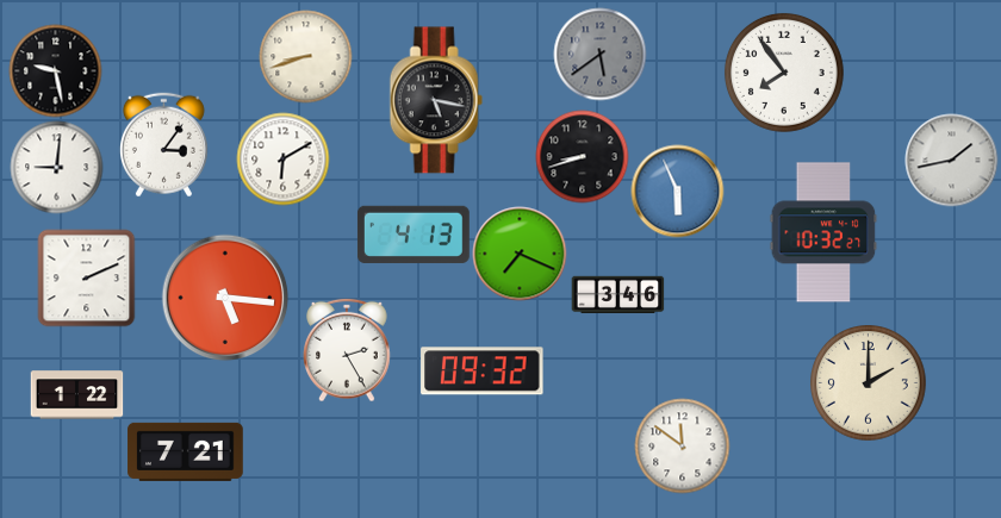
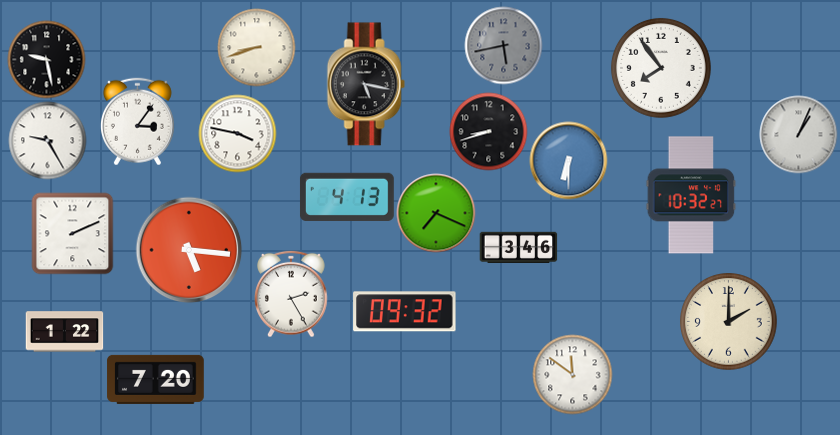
clock at (599, 54): 5:39 -> 5:43
clock at (784, 73) position: (784, 73) -> (661, 68)
clock at (282, 158): 6:10 -> 3:47
clock at (951, 160): 1:43 -> 1:04
clock at (56, 167): 9:01 -> 9:25
clock at (677, 191): 5:56 -> 6:30
clock at (186, 451): 7:21 -> 7:20
